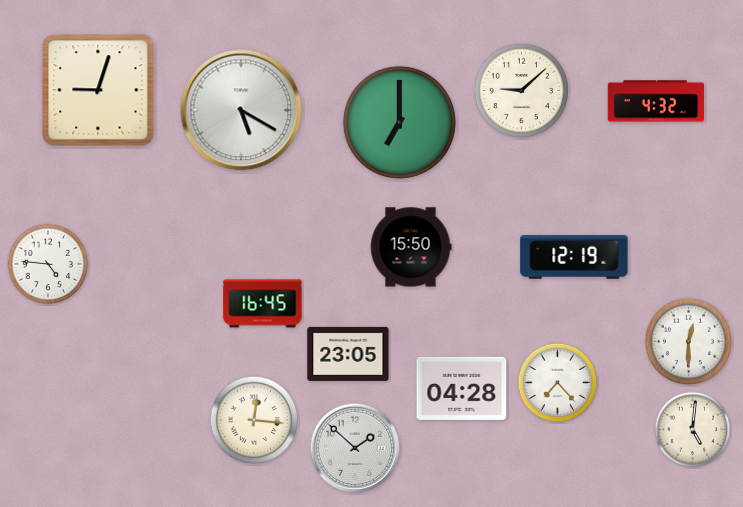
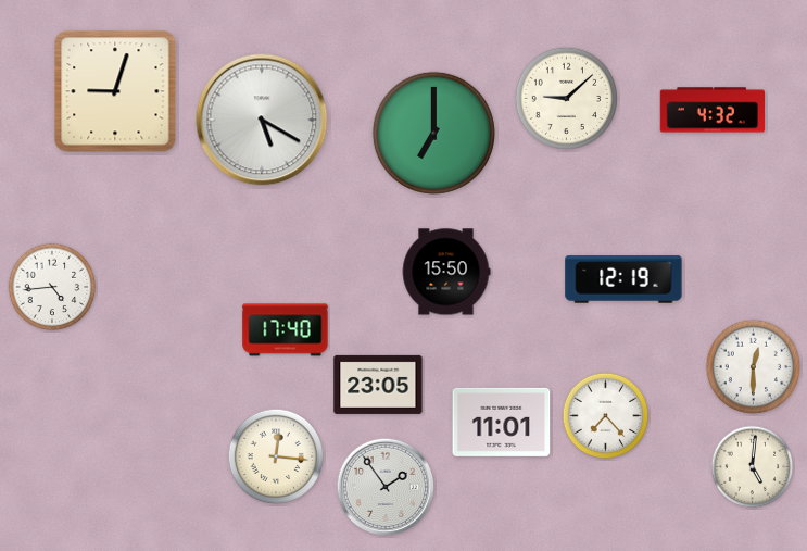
clock at (98, 90) position: (98, 90) -> (115, 91)
clock at (411, 247) position: (411, 247) -> (446, 272)
clock at (48, 264): 4:46 -> 4:44
clock at (263, 304): 16:45 -> 17:40
clock at (689, 342) position: (689, 342) -> (754, 367)
clock at (462, 388): 04:28 -> 11:01
clock at (355, 448): 1:52 -> 1:54
